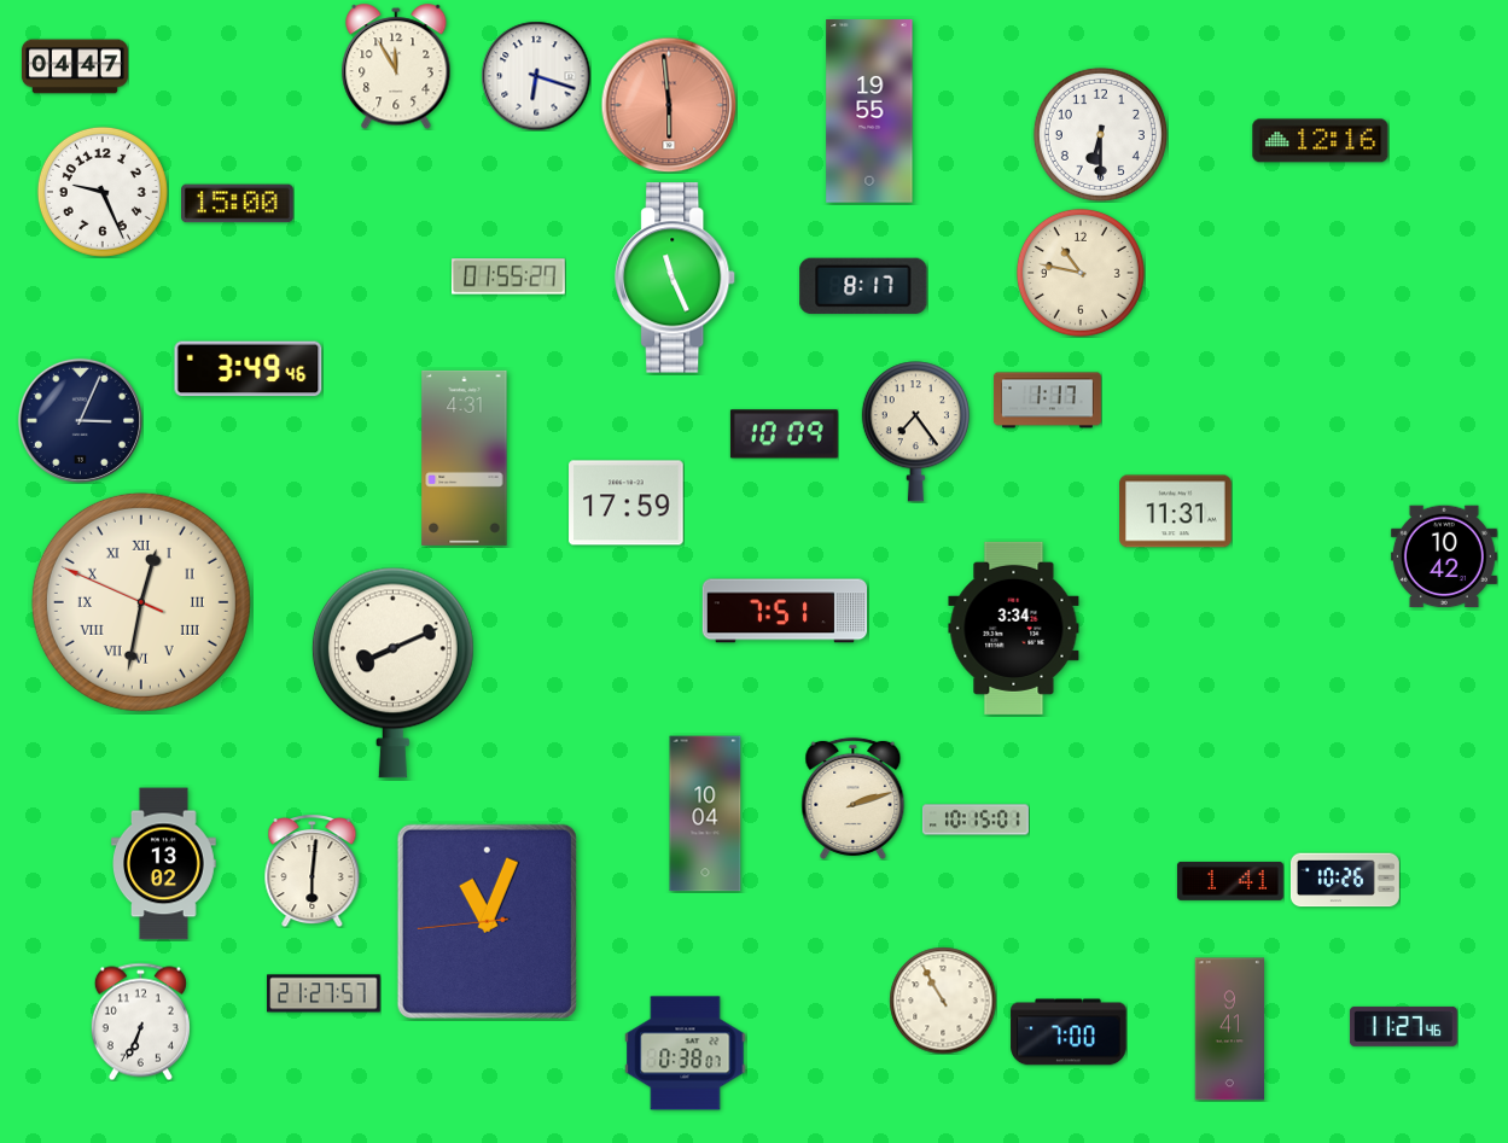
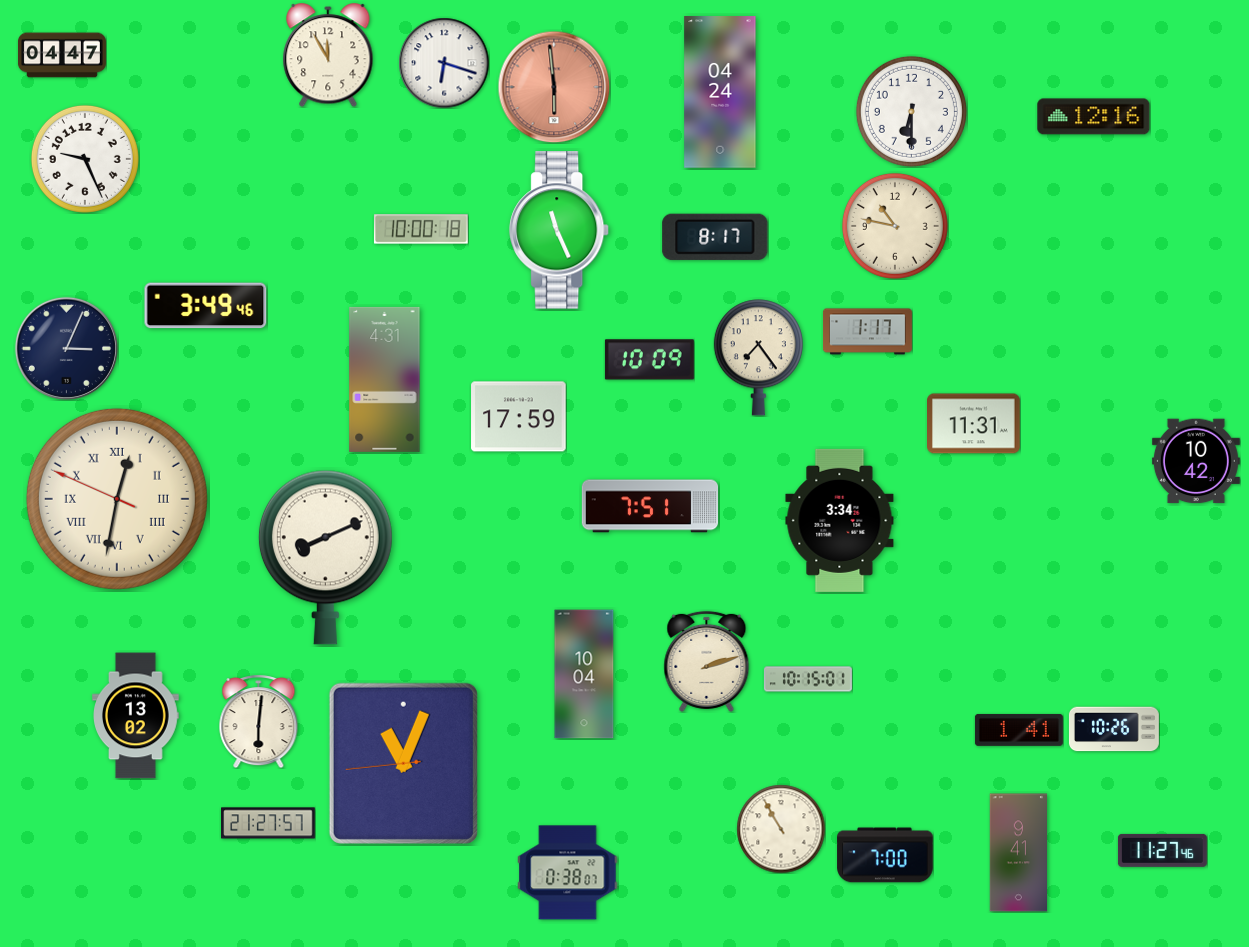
clock at (869, 111): 19:55 -> 04:24
clock at (238, 204): 15:00 -> none
clock at (508, 276): 01:55 -> 10:00
clock at (140, 1021): 6:34 -> none
